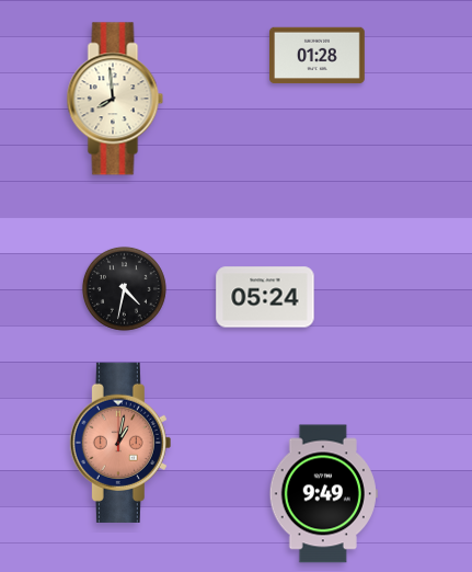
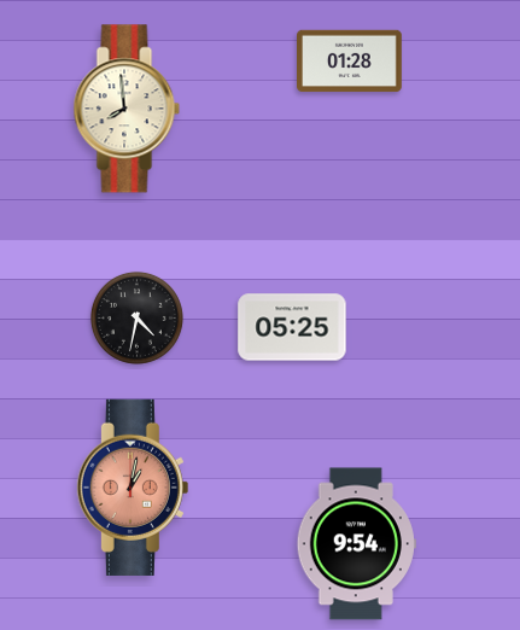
clock at (265, 297): 05:24 -> 05:25
clock at (323, 494): 9:49 -> 9:54
